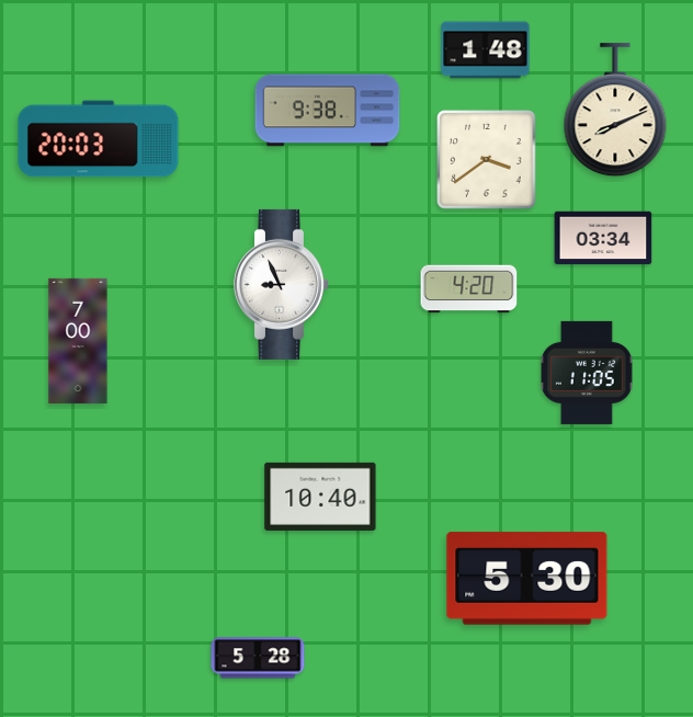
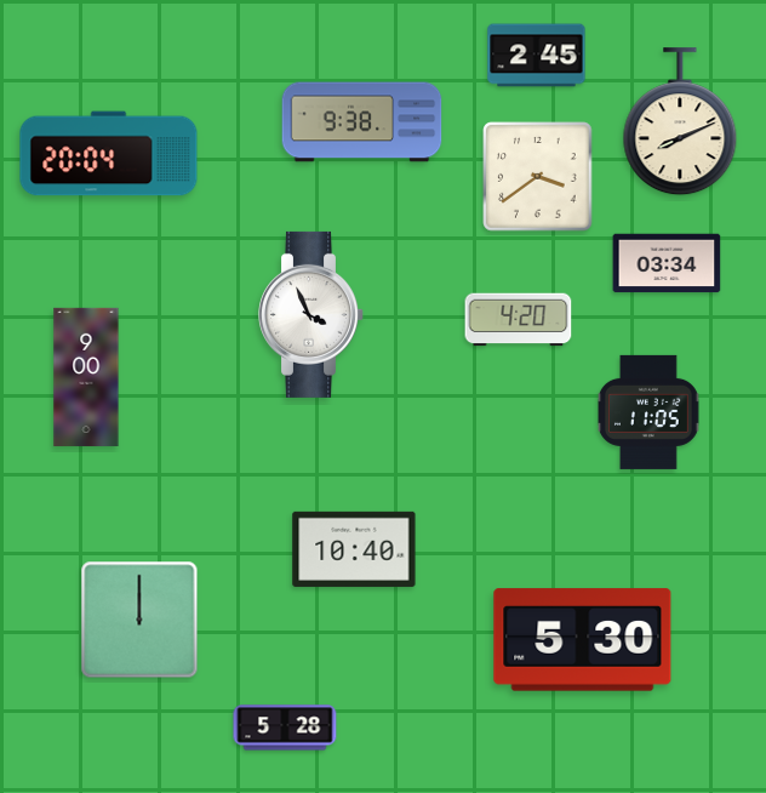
clock at (486, 50): 1:48 -> 2:45
clock at (99, 139): 20:03 -> 20:04
clock at (282, 284): 8:56 -> 3:56
clock at (78, 341): 7:00 -> 9:00
clock at (139, 620): none -> 12:00
